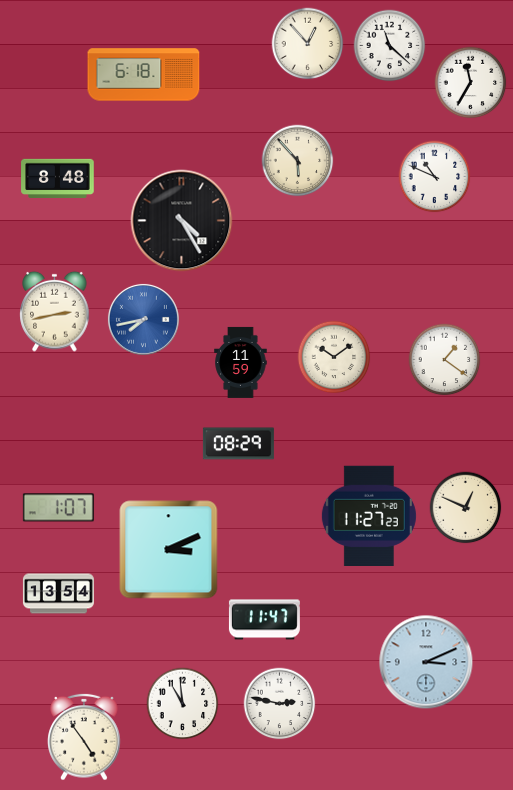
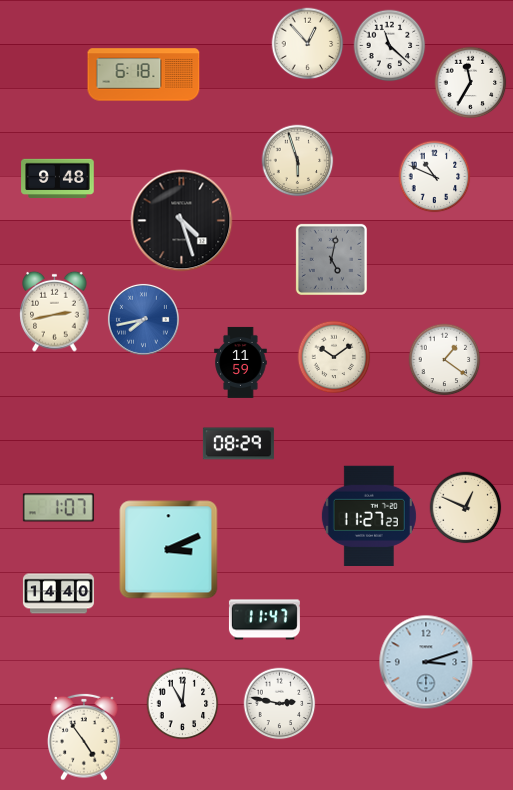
clock at (298, 161): 5:53 -> 5:57
clock at (58, 179): 8:48 -> 9:48
clock at (182, 221): 4:25 -> 4:27
clock at (331, 259): none -> 5:02
clock at (58, 594): 13:54 -> 14:40
clock at (426, 662): 3:11 -> 3:12
clock at (183, 704): 10:59 -> 11:01
